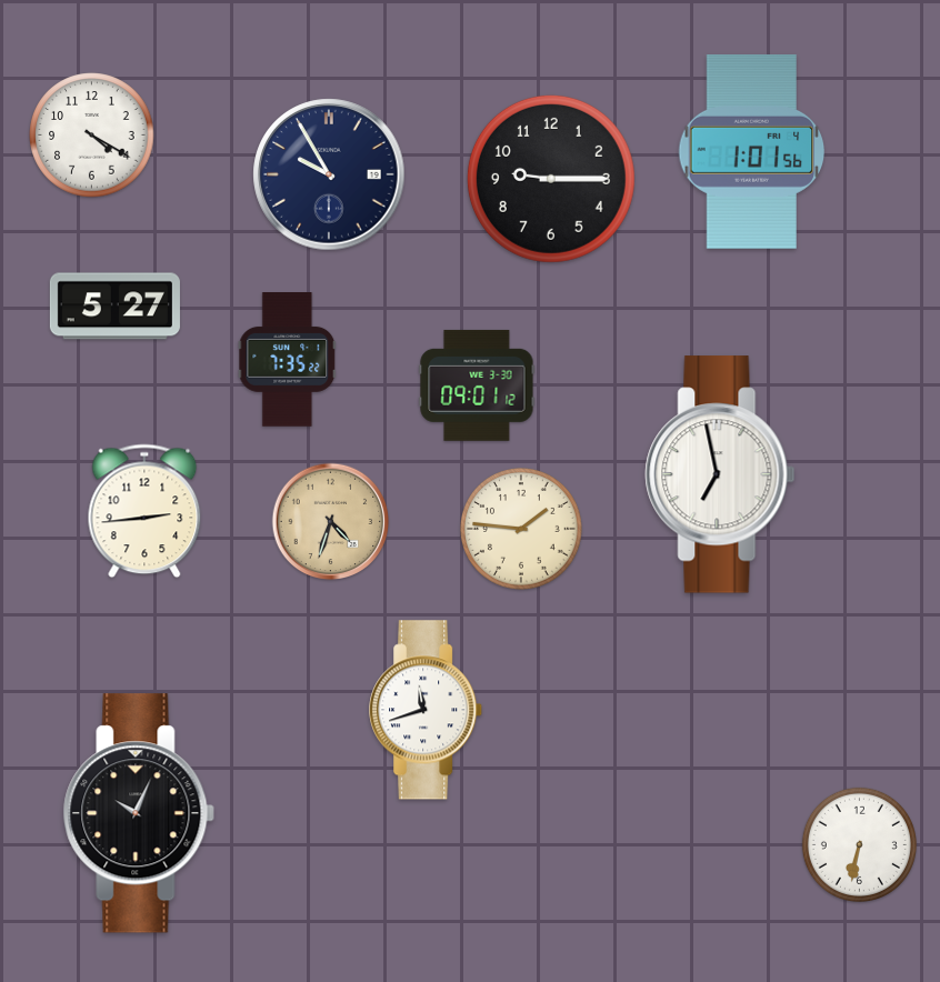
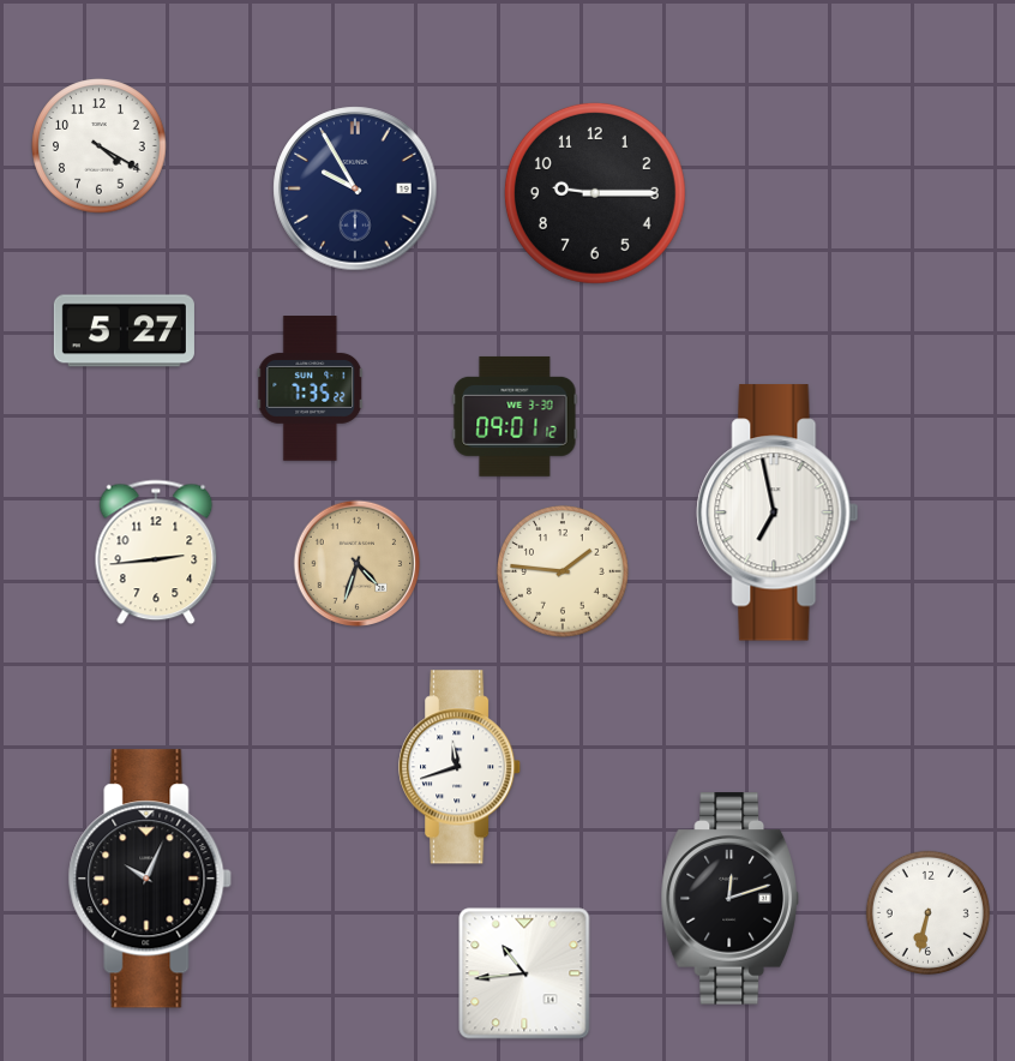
clock at (752, 151): 1:01 -> none
clock at (729, 899): none -> 12:12
clock at (524, 973): none -> 10:44
